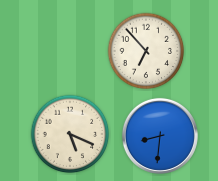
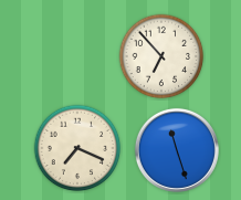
clock at (70, 134): 5:19 -> 7:19
clock at (160, 136): 8:31 -> 11:27
